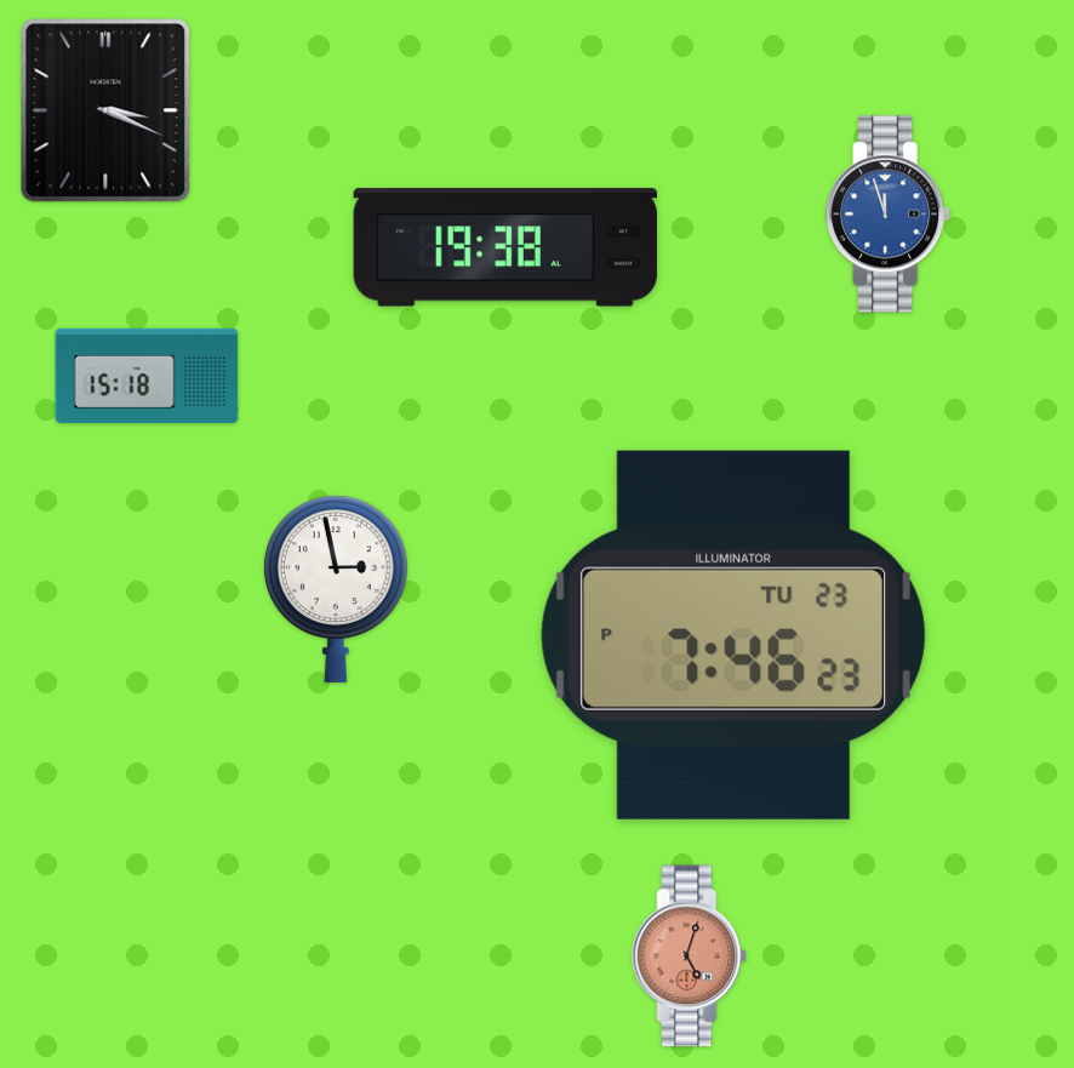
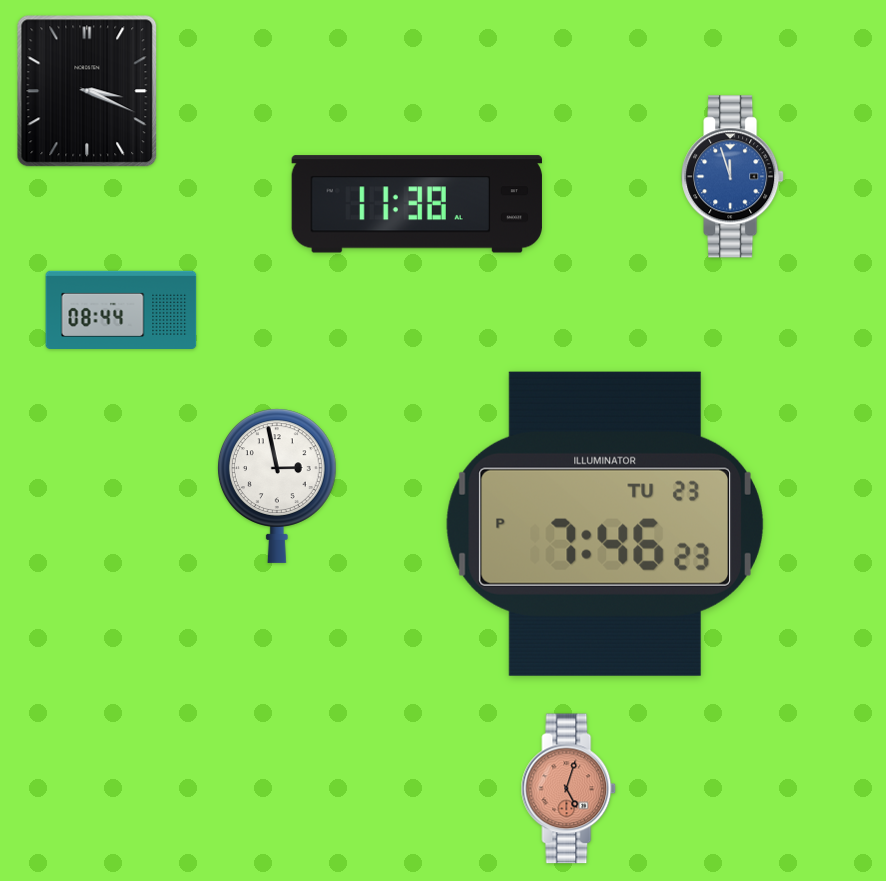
clock at (505, 247): 19:38 -> 11:38
clock at (147, 375): 15:18 -> 08:44
